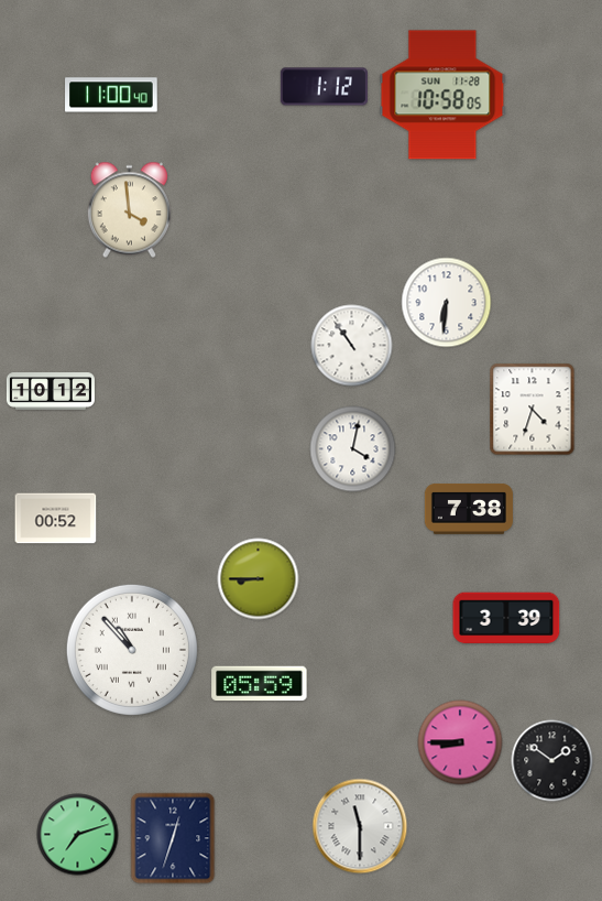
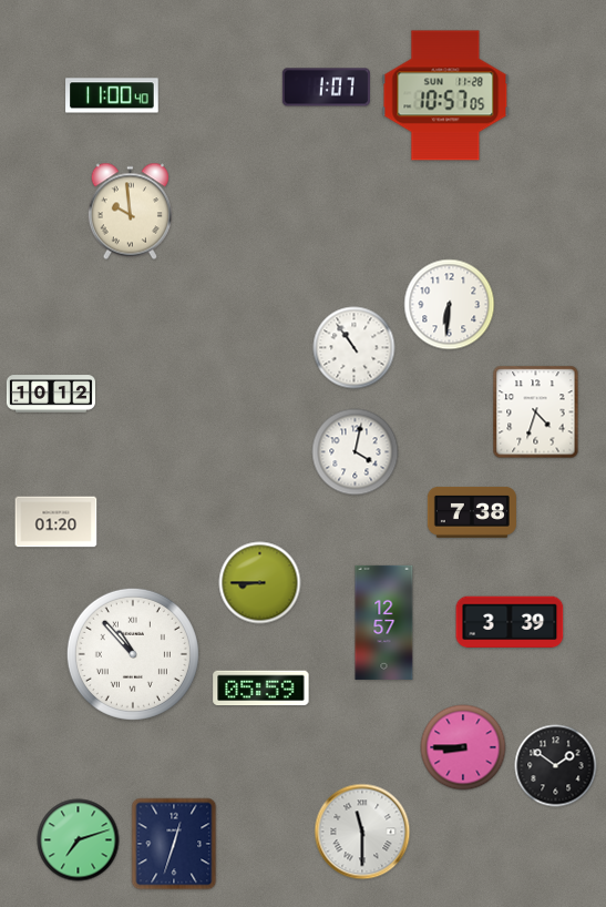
clock at (324, 87): 1:12 -> 1:07
clock at (442, 95): 10:58 -> 10:57
clock at (129, 210): 3:59 -> 9:59
clock at (56, 519): 00:52 -> 01:20
clock at (384, 622): none -> 12:57
